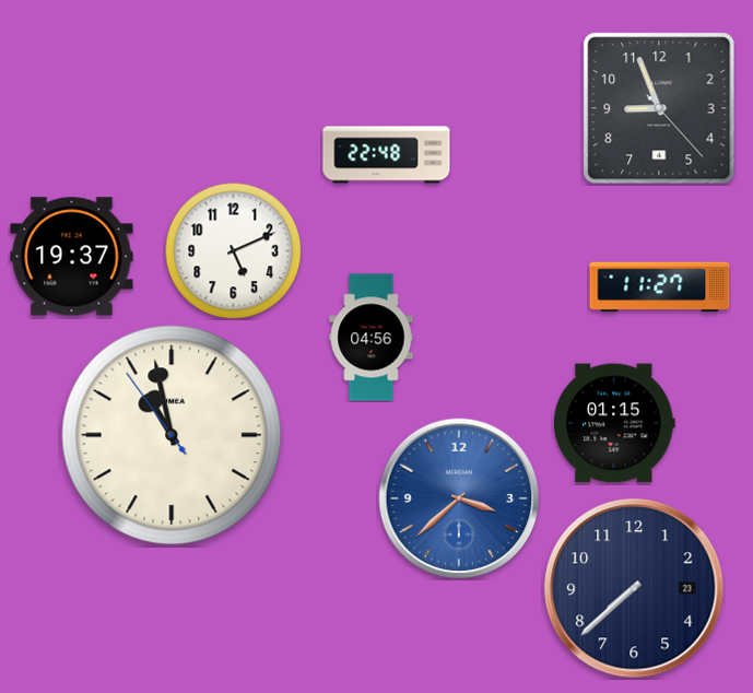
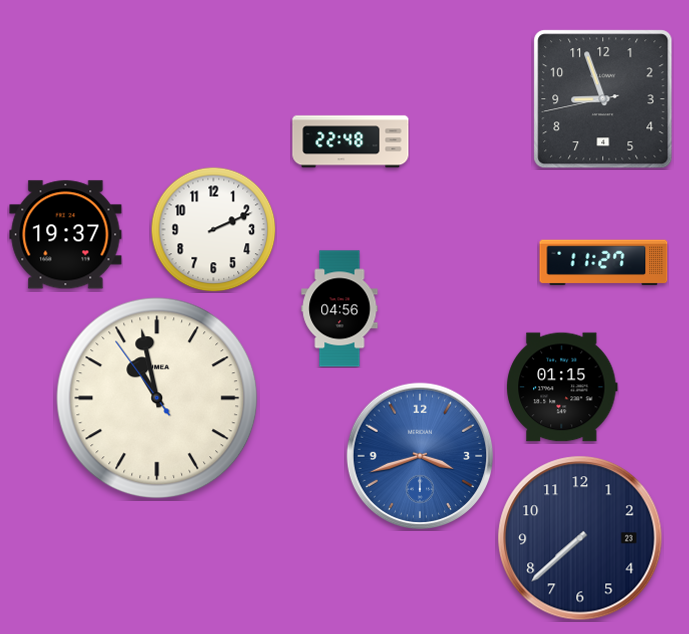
clock at (659, 108): 8:56:23 -> 8:56:43
clock at (387, 155) position: (387, 155) -> (351, 142)
clock at (233, 250): 5:11 -> 2:11
clock at (459, 498): 3:38 -> 3:42
